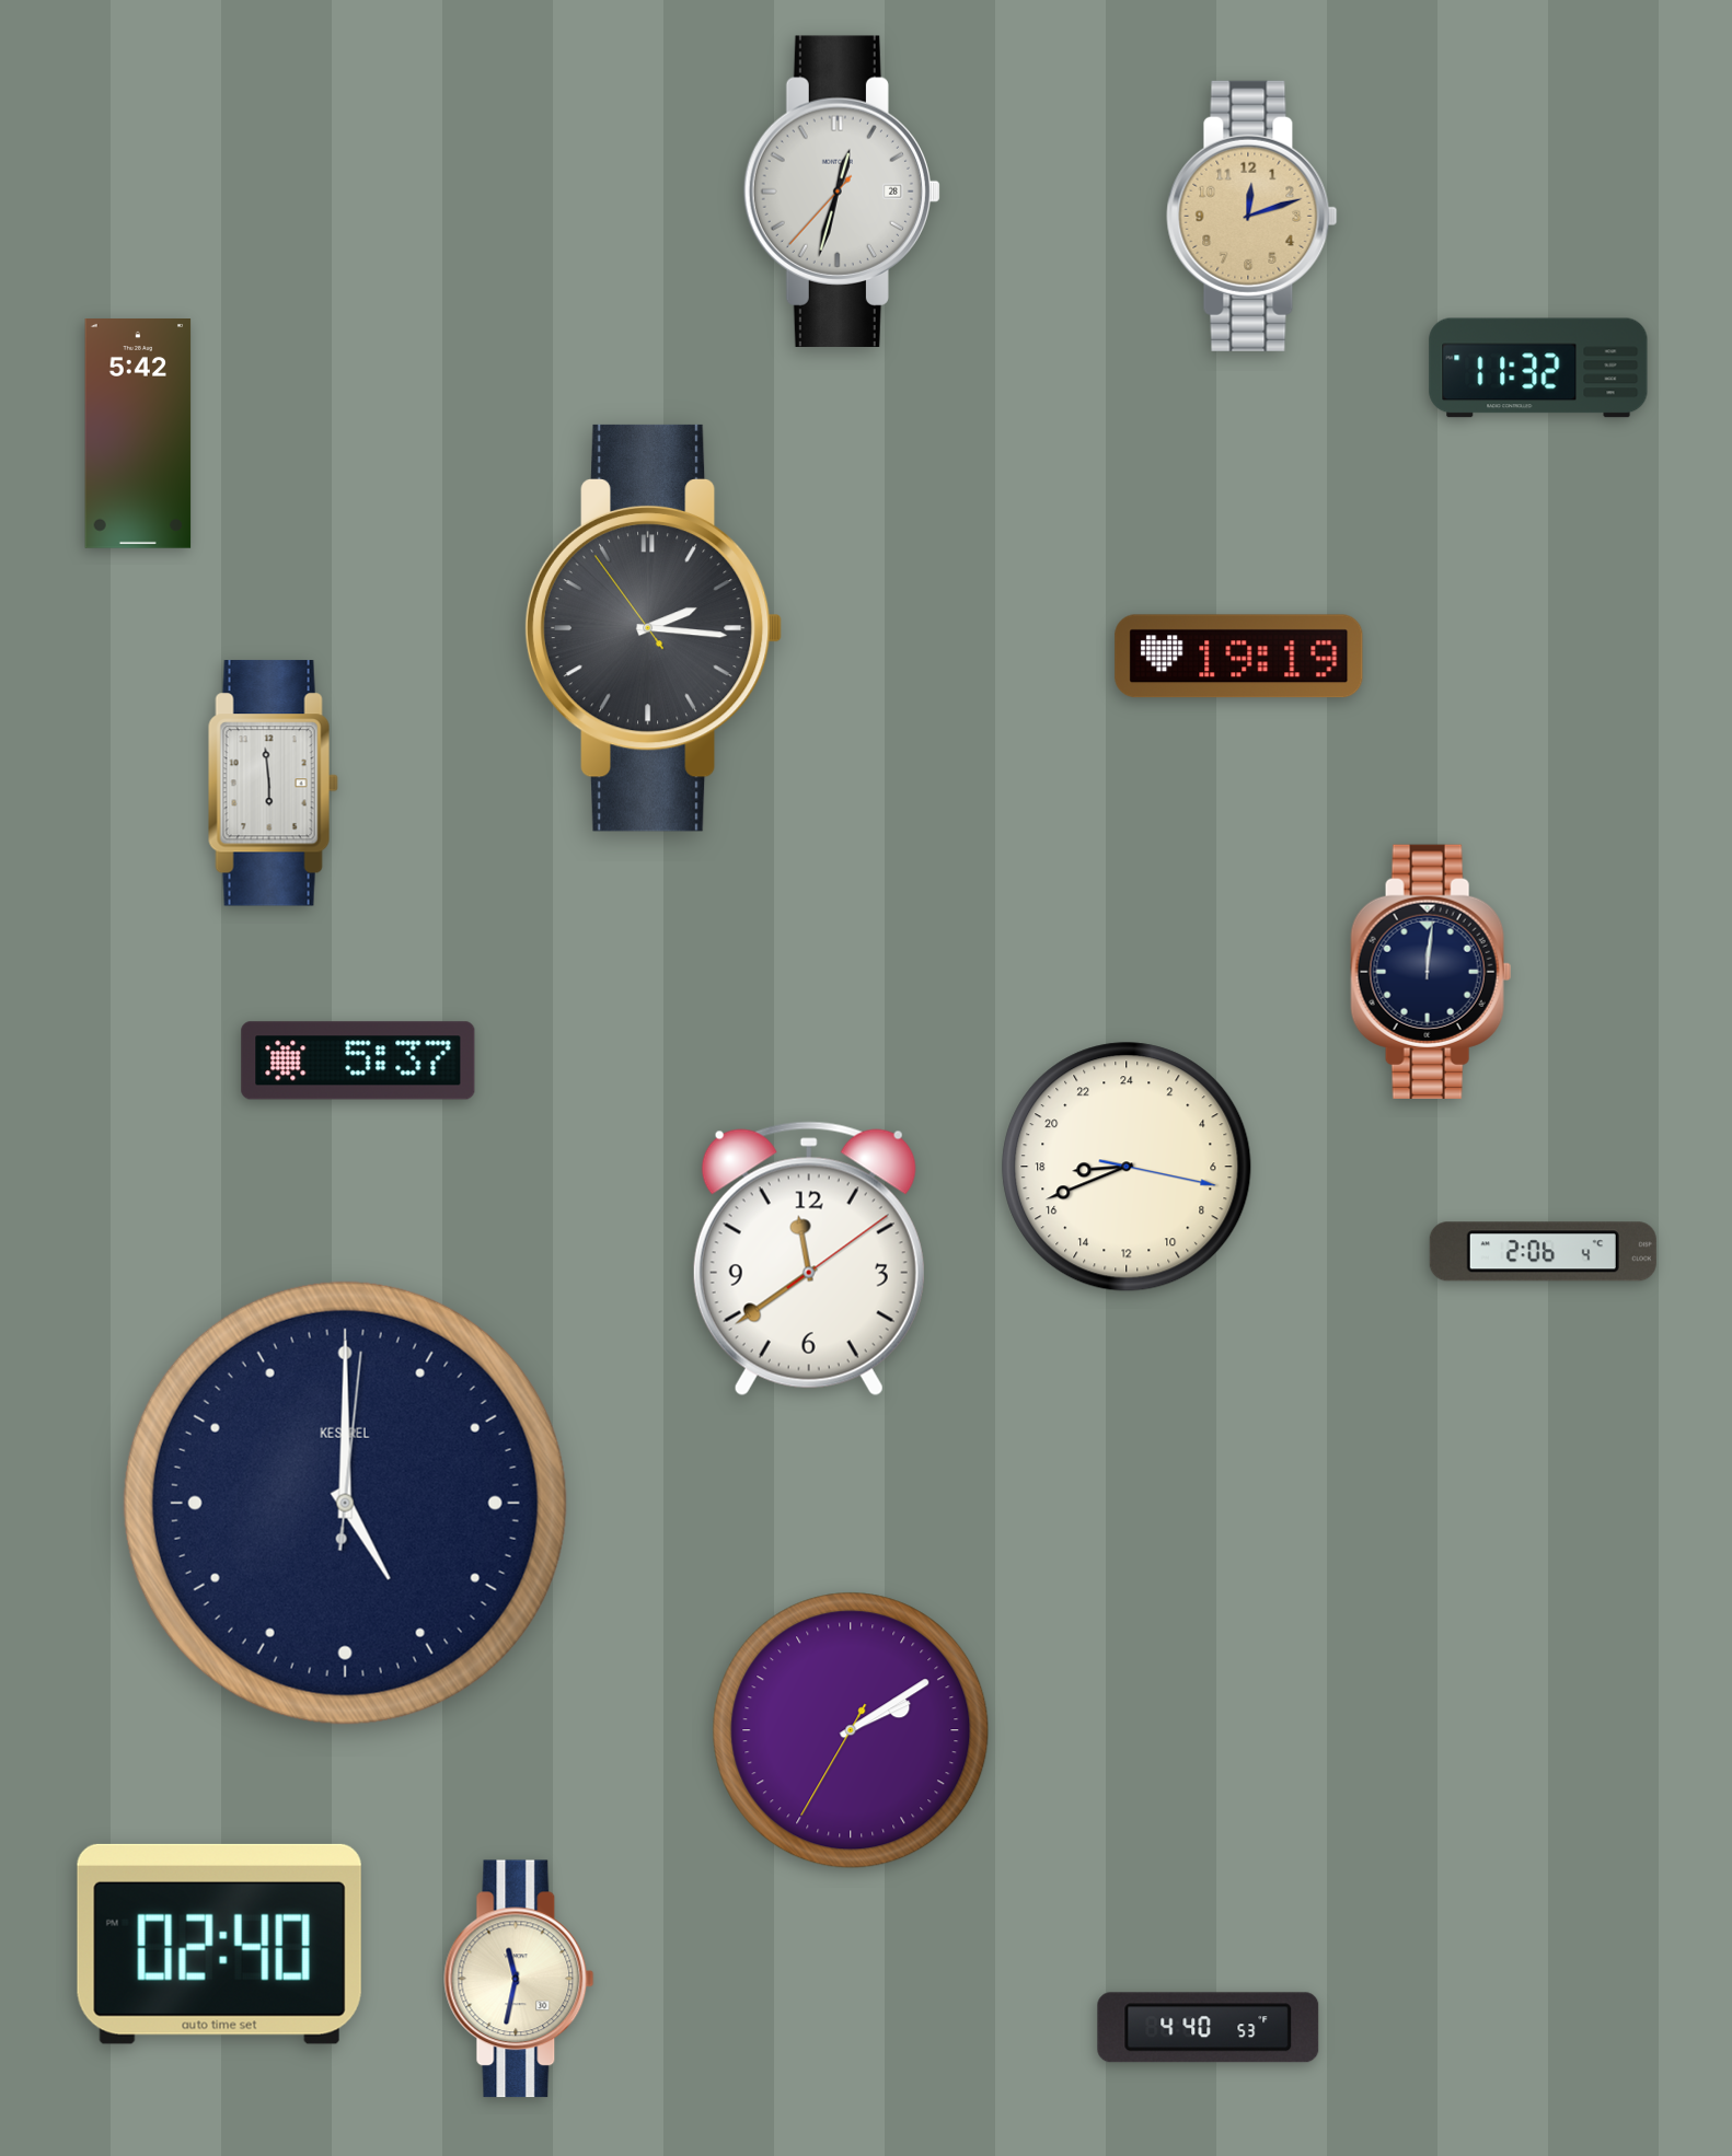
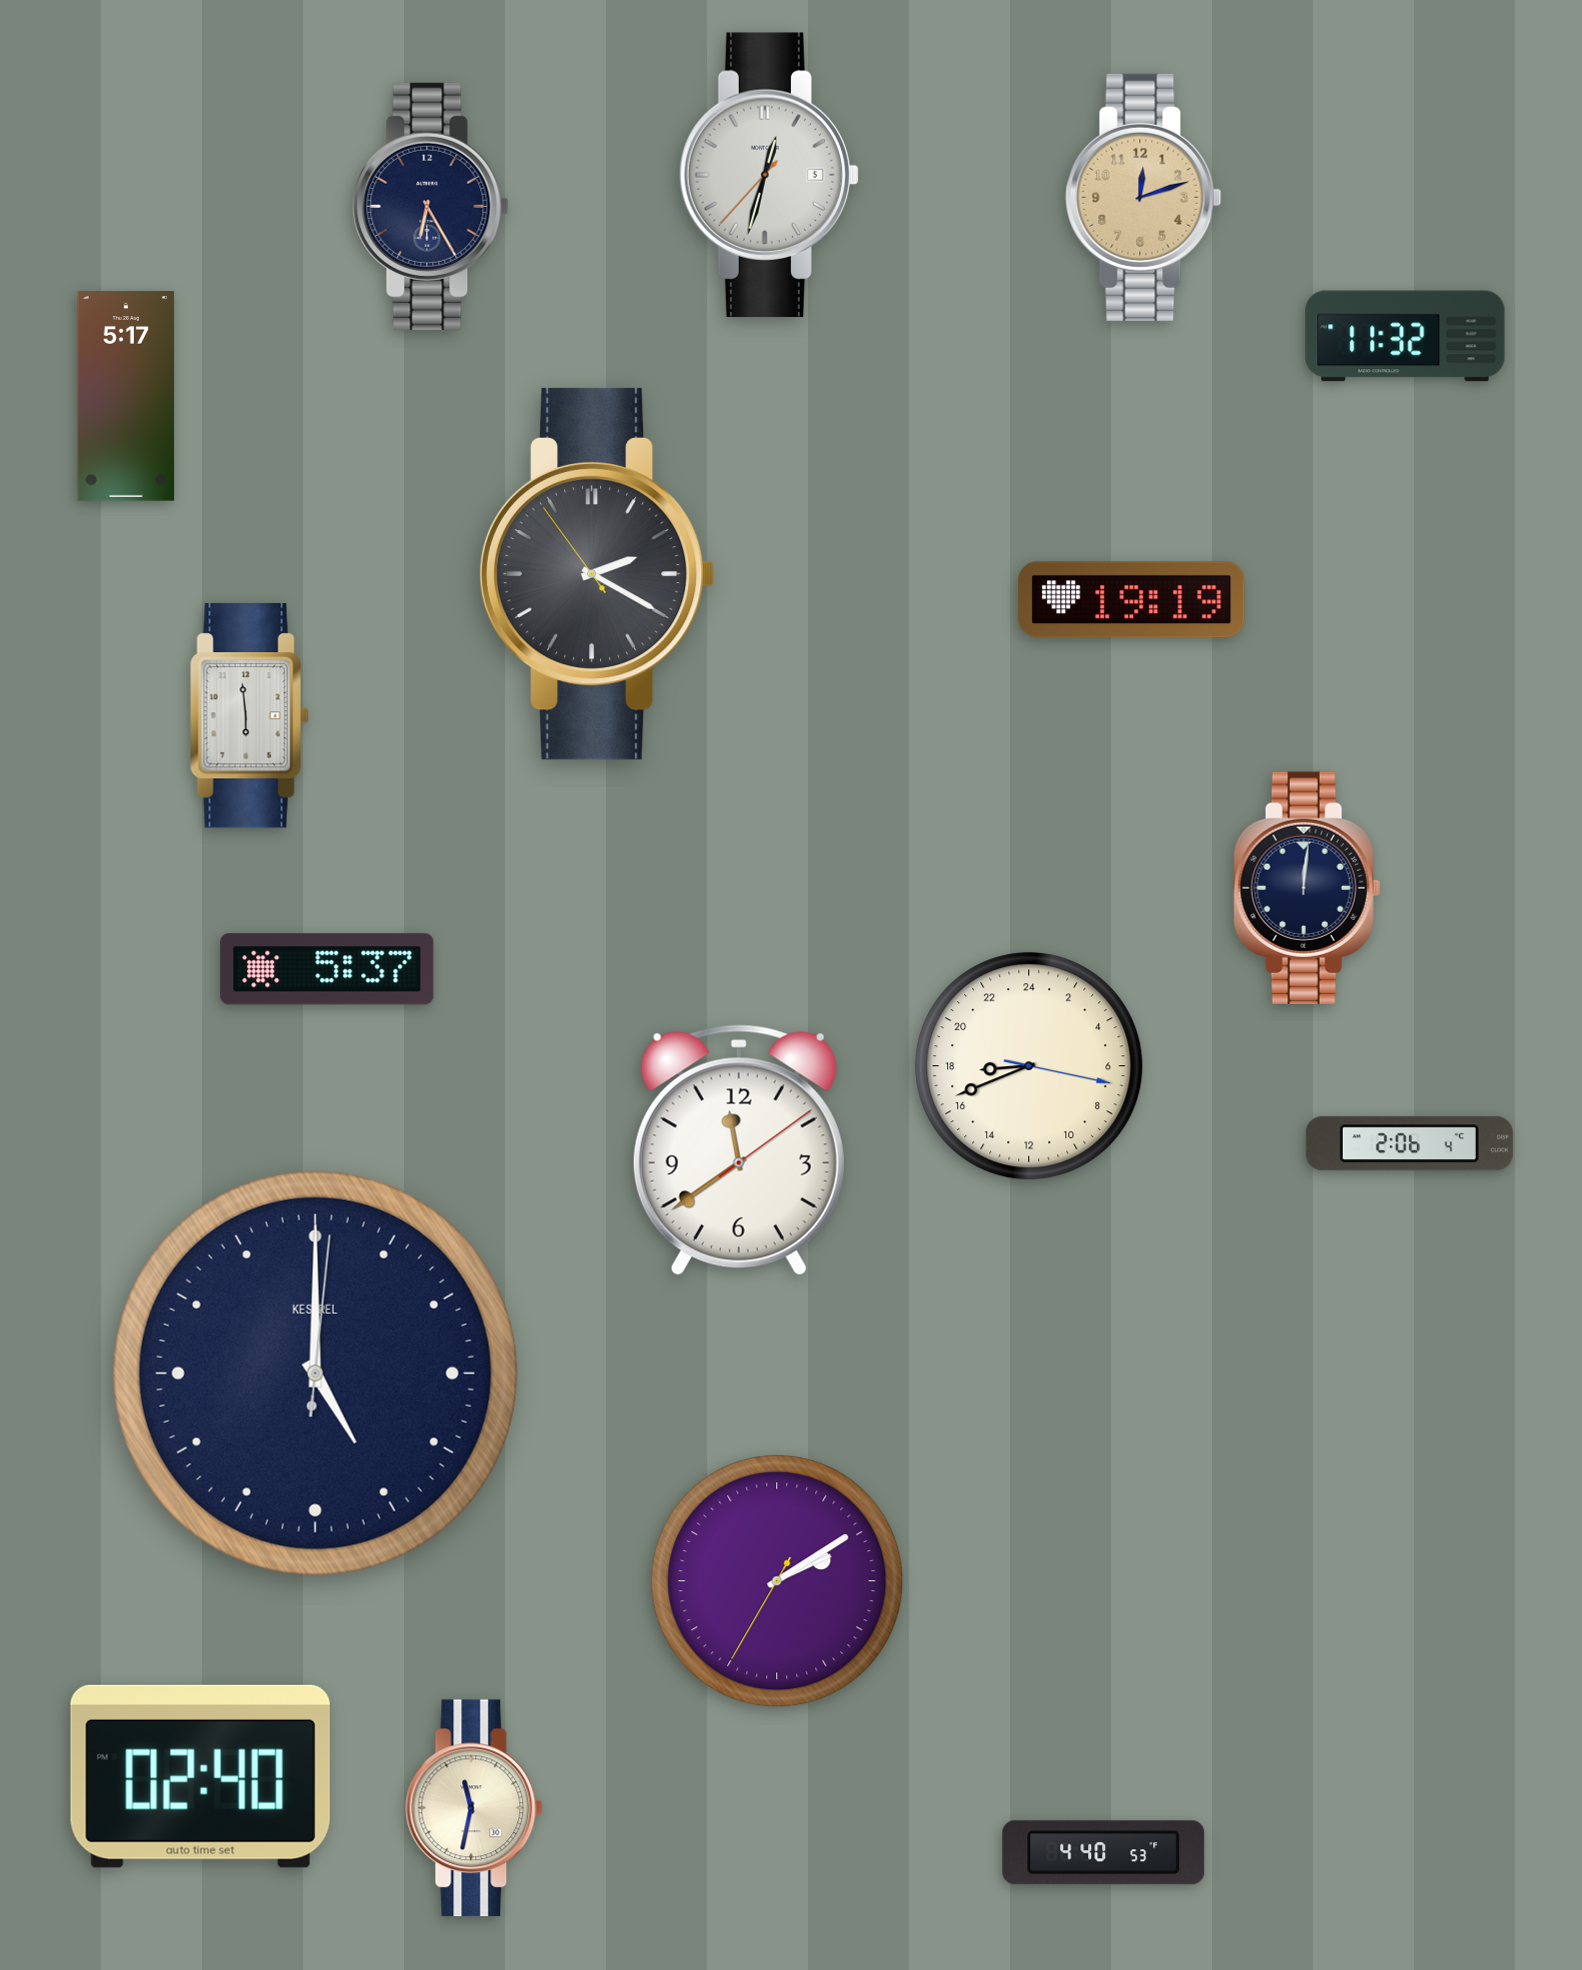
clock at (841, 192) date: 28 -> 5
clock at (431, 206): none -> 6:25
clock at (138, 434): 5:42 -> 5:17
clock at (654, 628): 2:15 -> 2:19
